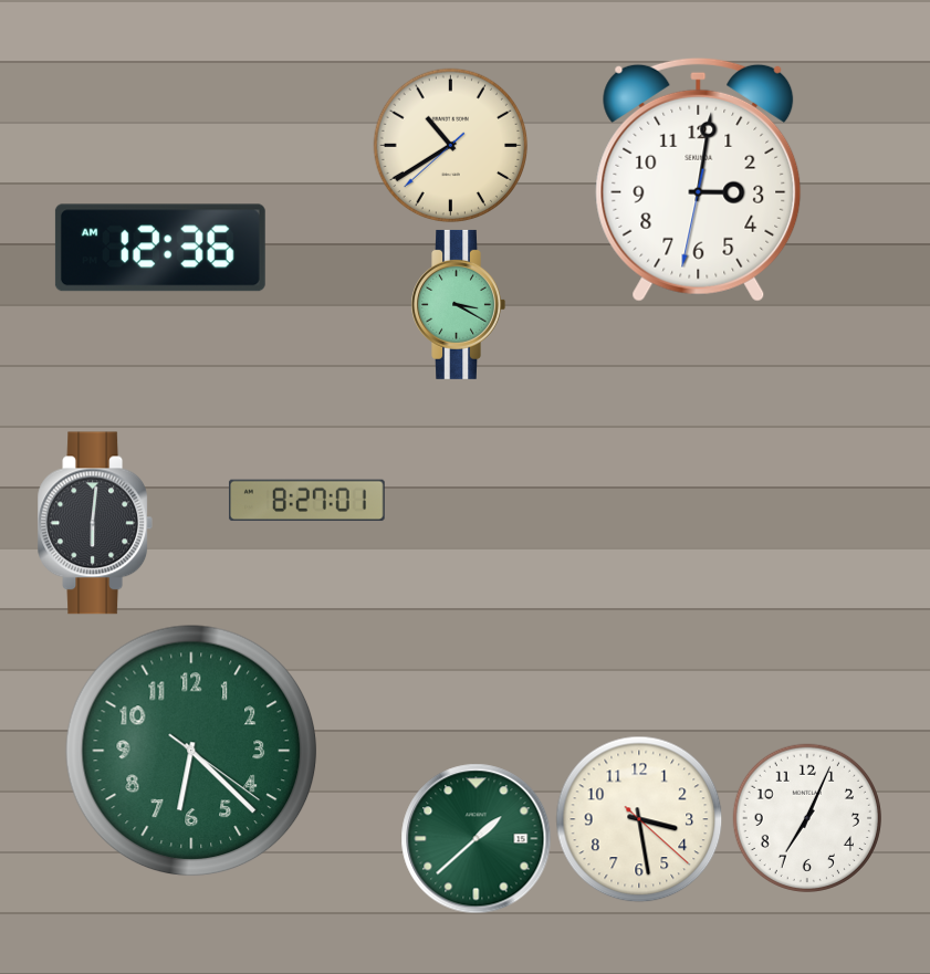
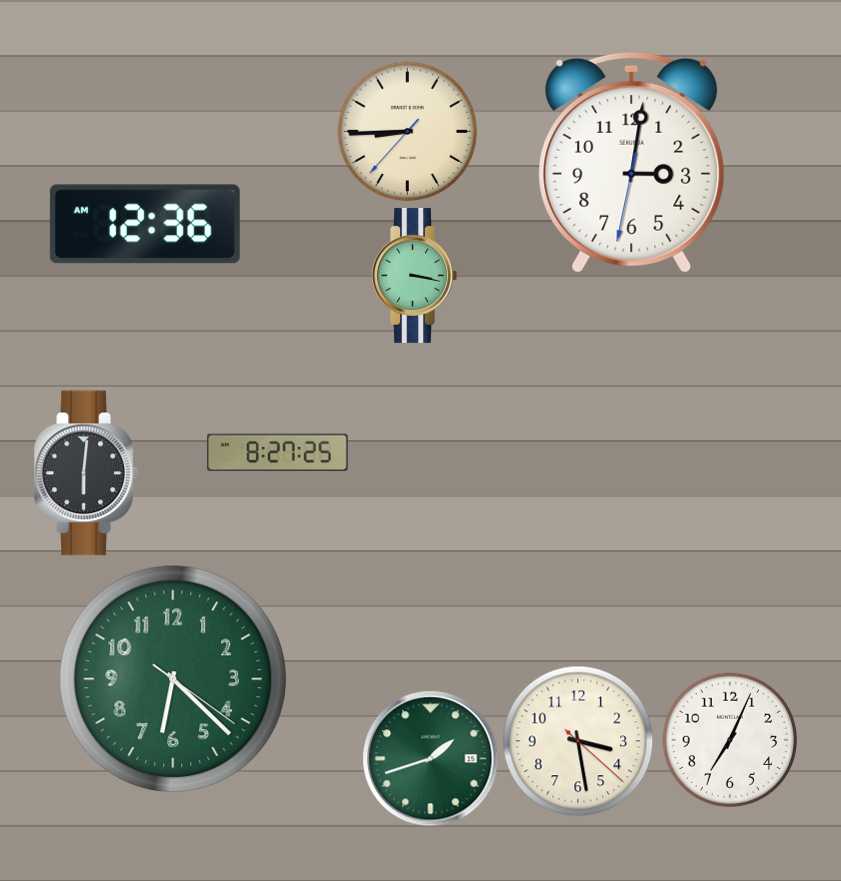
clock at (451, 146): 10:39 -> 8:44
clock at (458, 304): 3:20 -> 3:17
clock at (307, 501): 8:27:01 -> 8:27:25
clock at (477, 839): 1:38 -> 1:42
